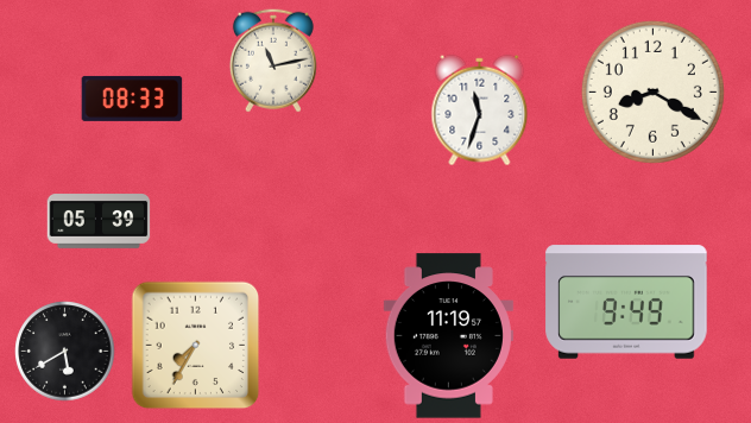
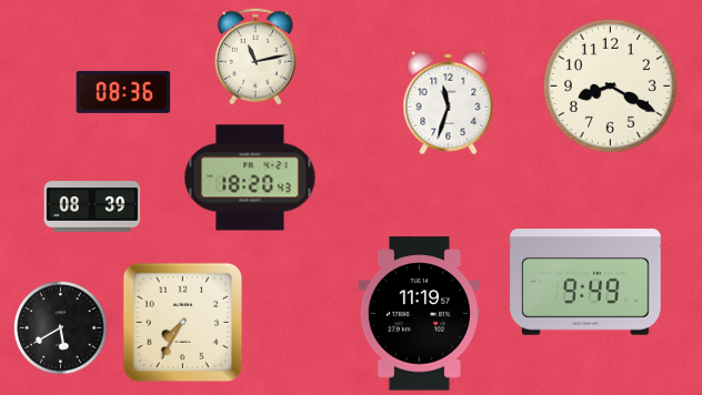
clock at (132, 99): 08:33 -> 08:36
clock at (250, 178): none -> 18:20
clock at (99, 221): 05:39 -> 08:39
